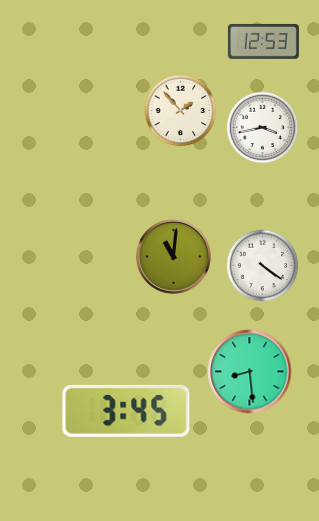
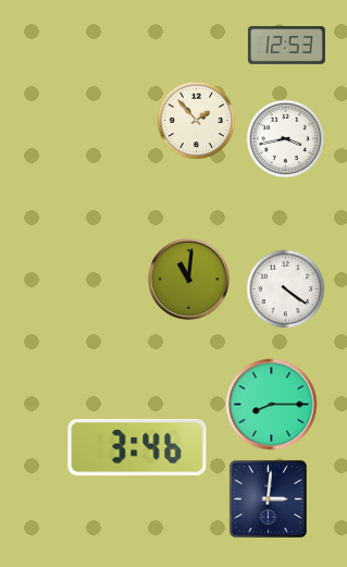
clock at (250, 372): 8:29 -> 8:15
clock at (126, 411): 3:45 -> 3:46
clock at (268, 498): none -> 3:01
